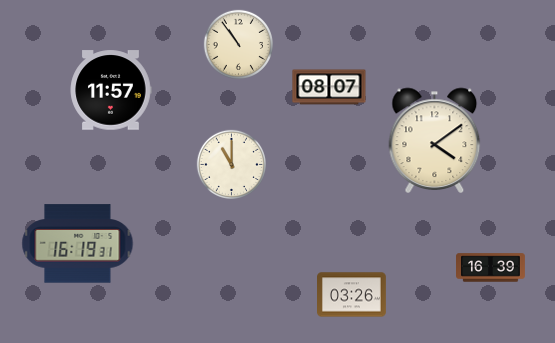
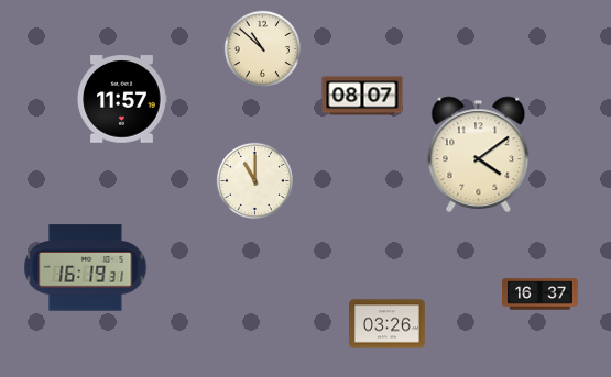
clock at (238, 44): 10:54 -> 10:52
clock at (491, 268): 16:39 -> 16:37
